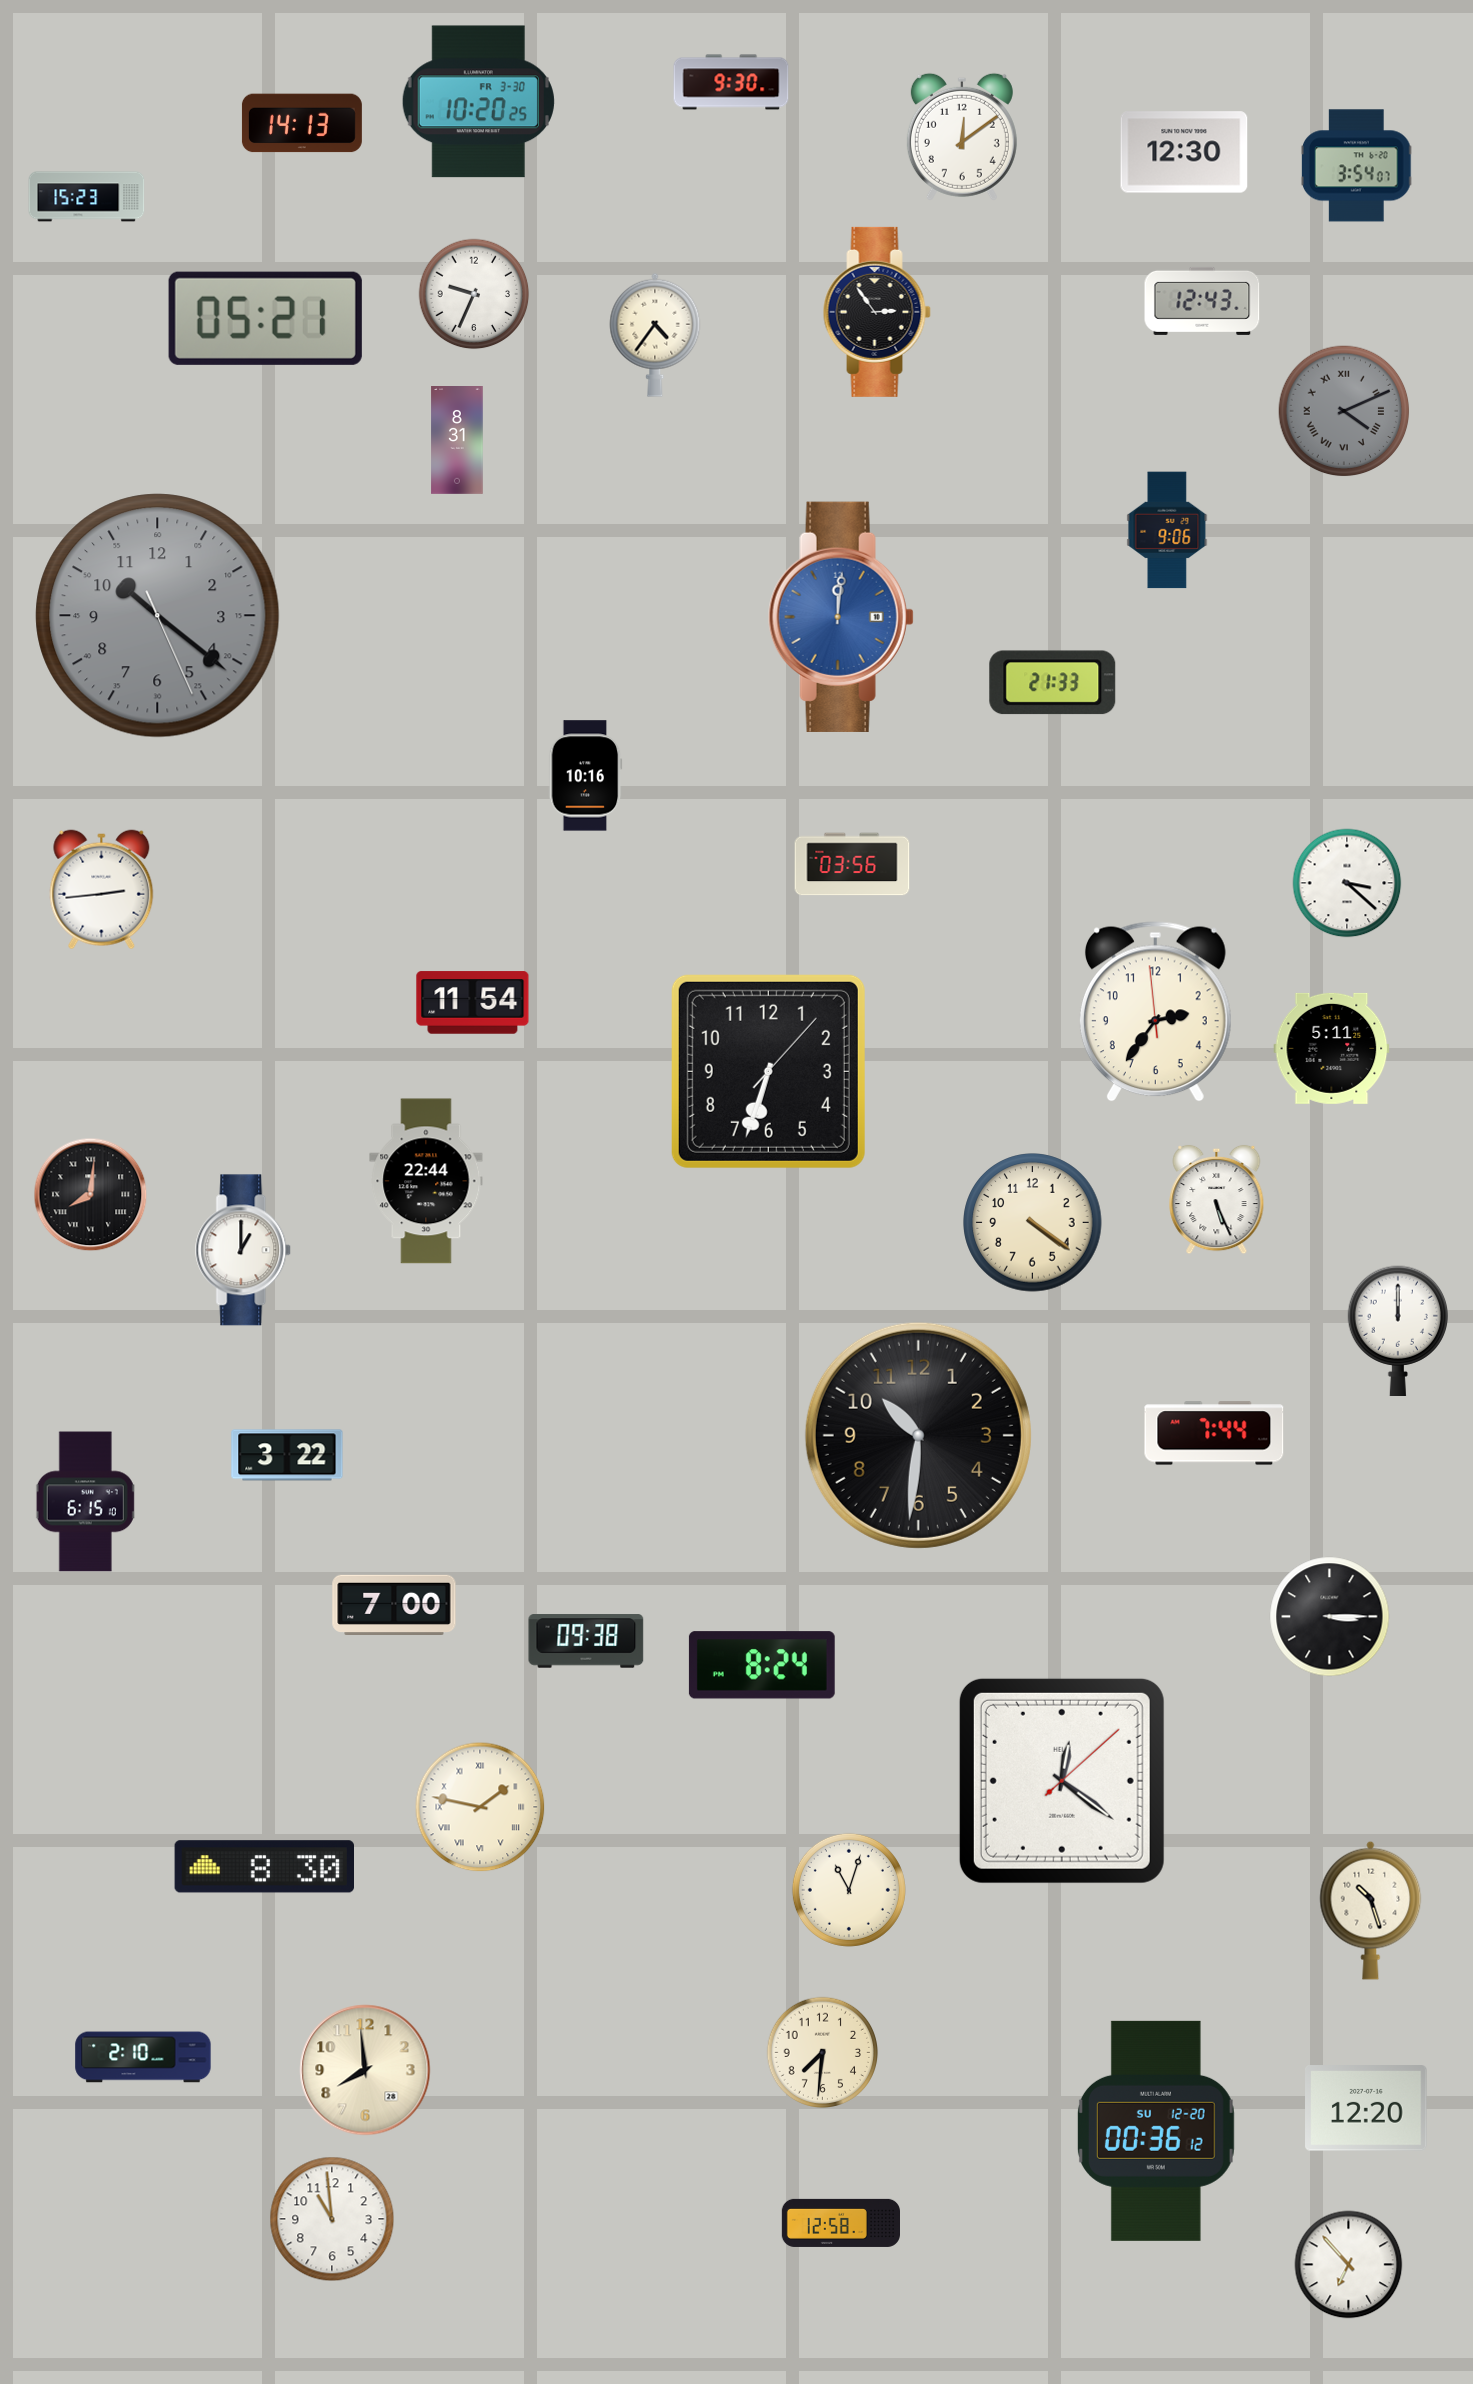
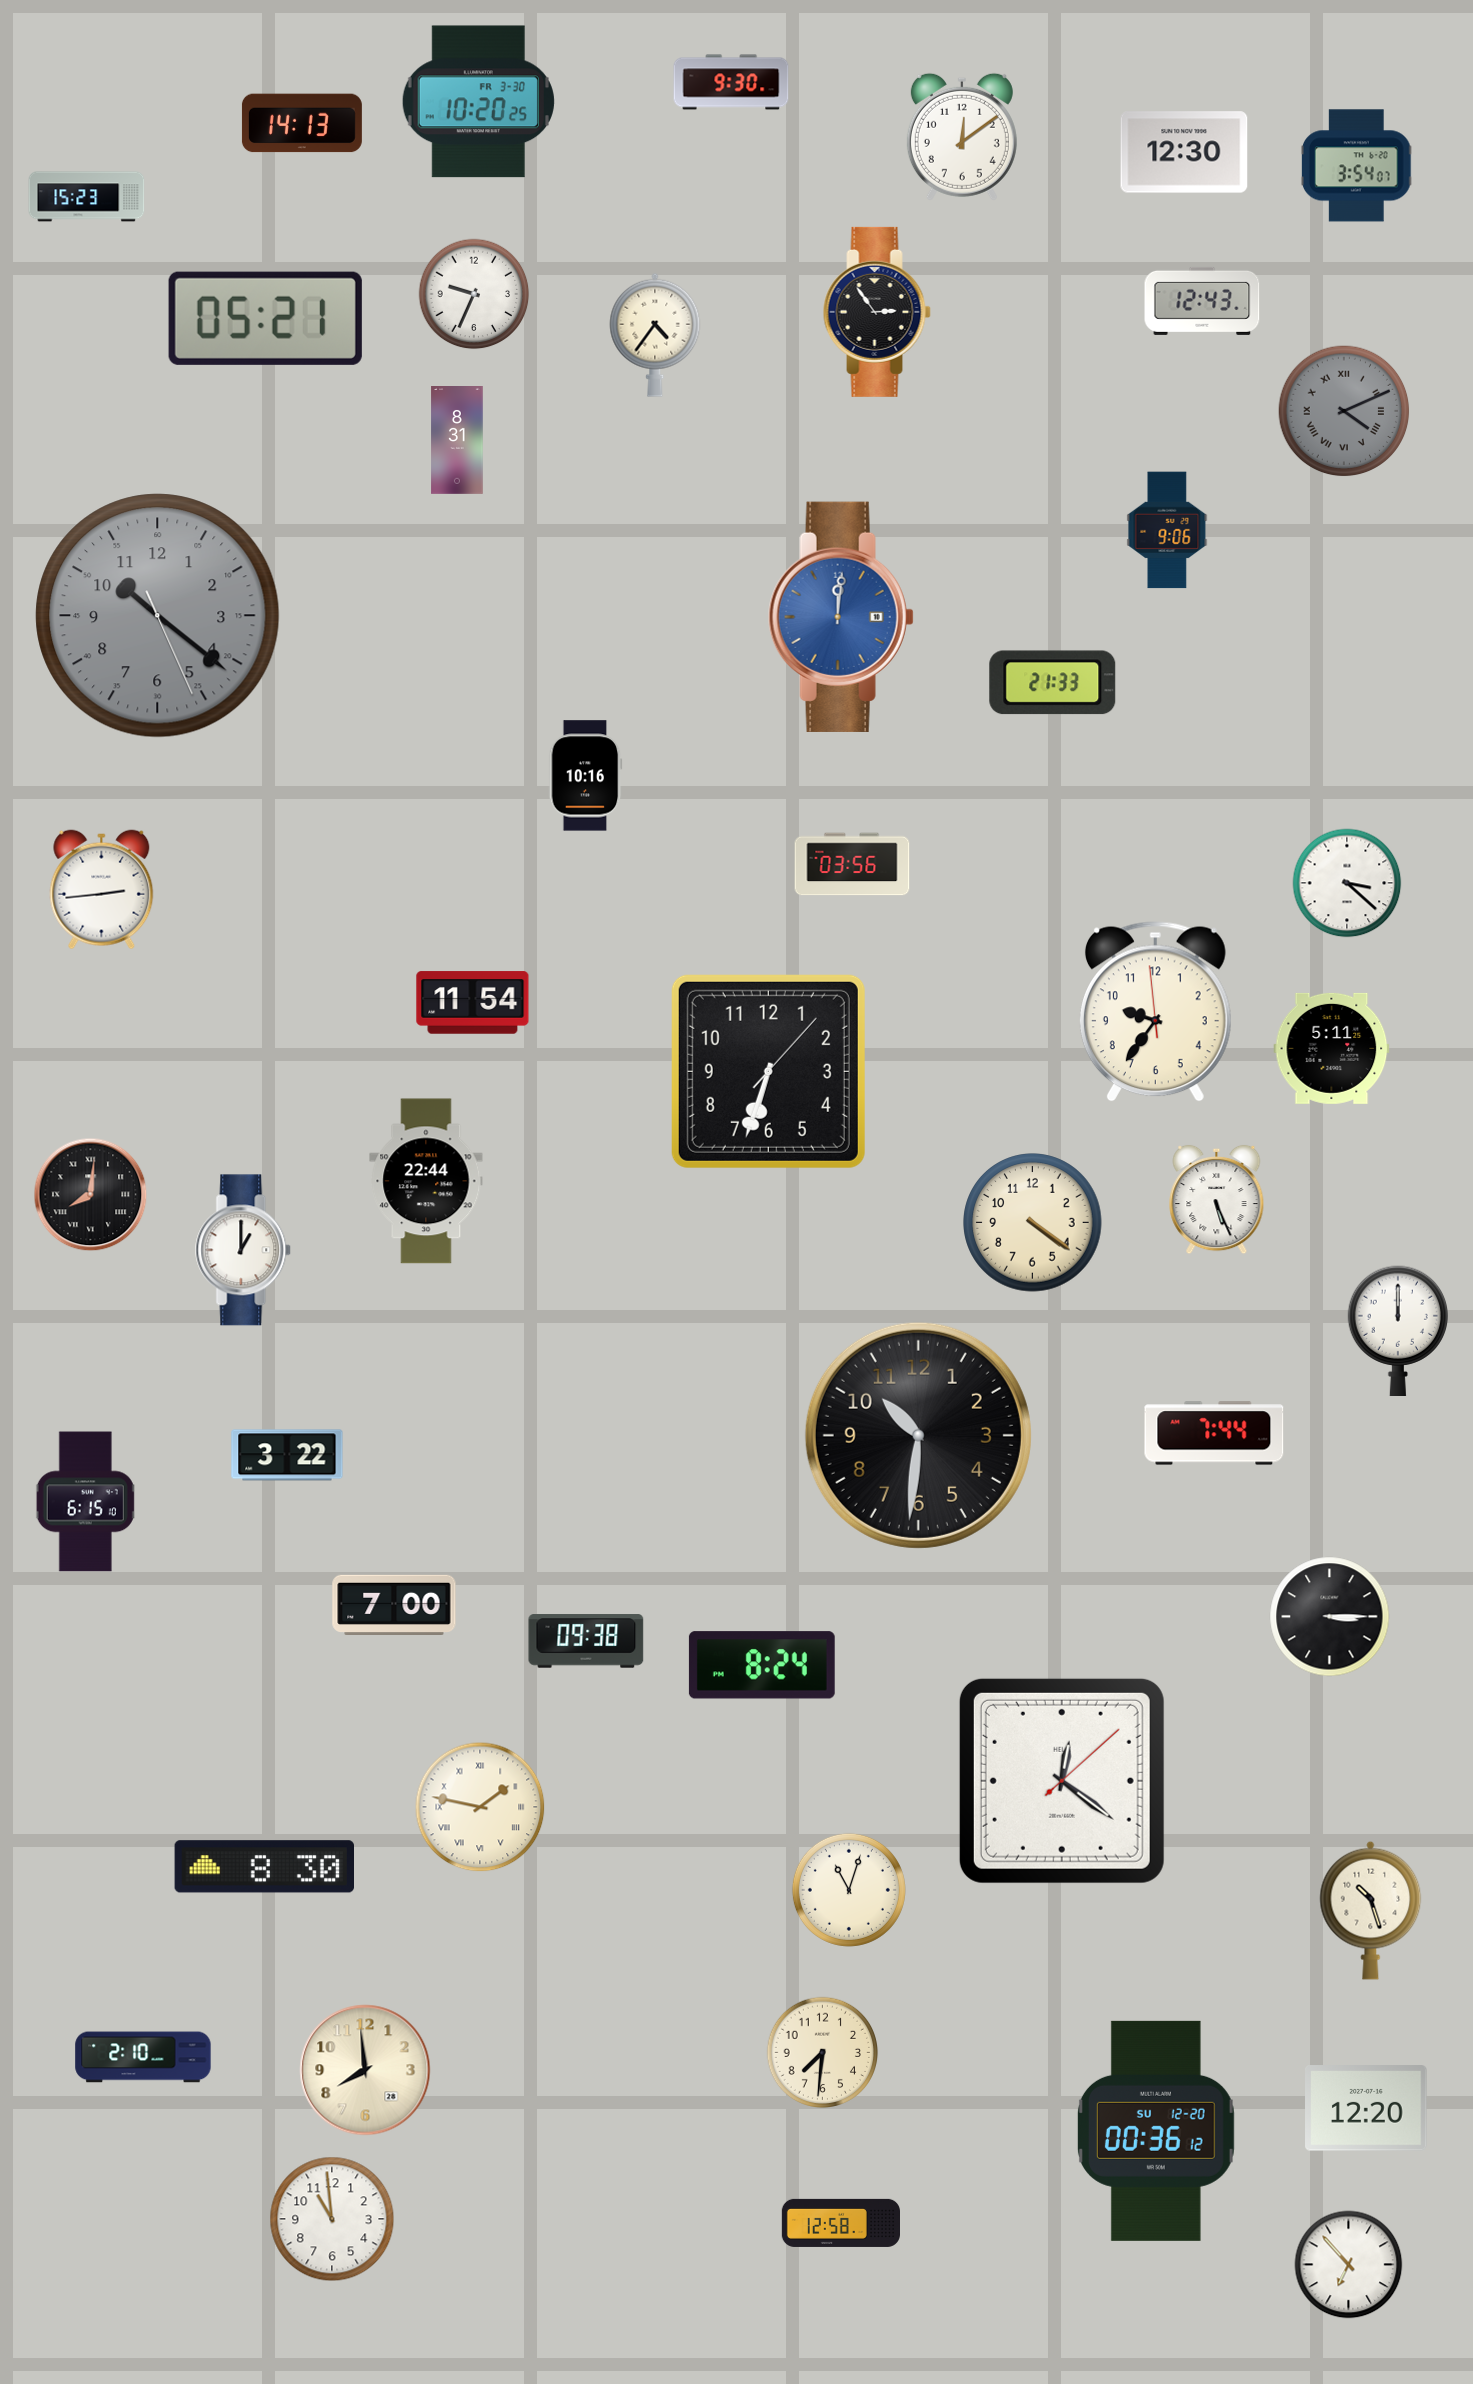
clock at (1155, 1012): 2:35 -> 9:35
